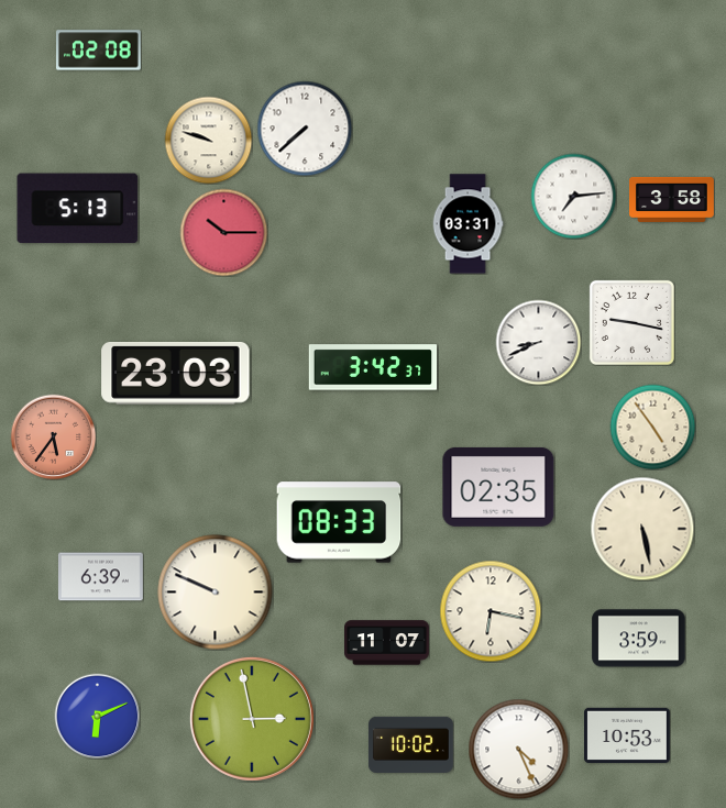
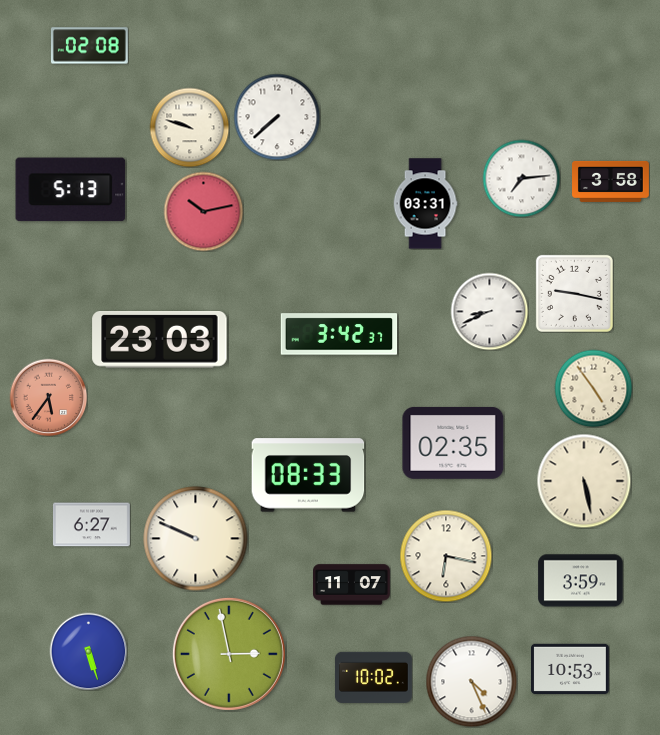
clock at (223, 232): 10:15 -> 10:13
clock at (100, 577): 6:39 -> 6:27
clock at (97, 716): 6:11 -> 5:27
